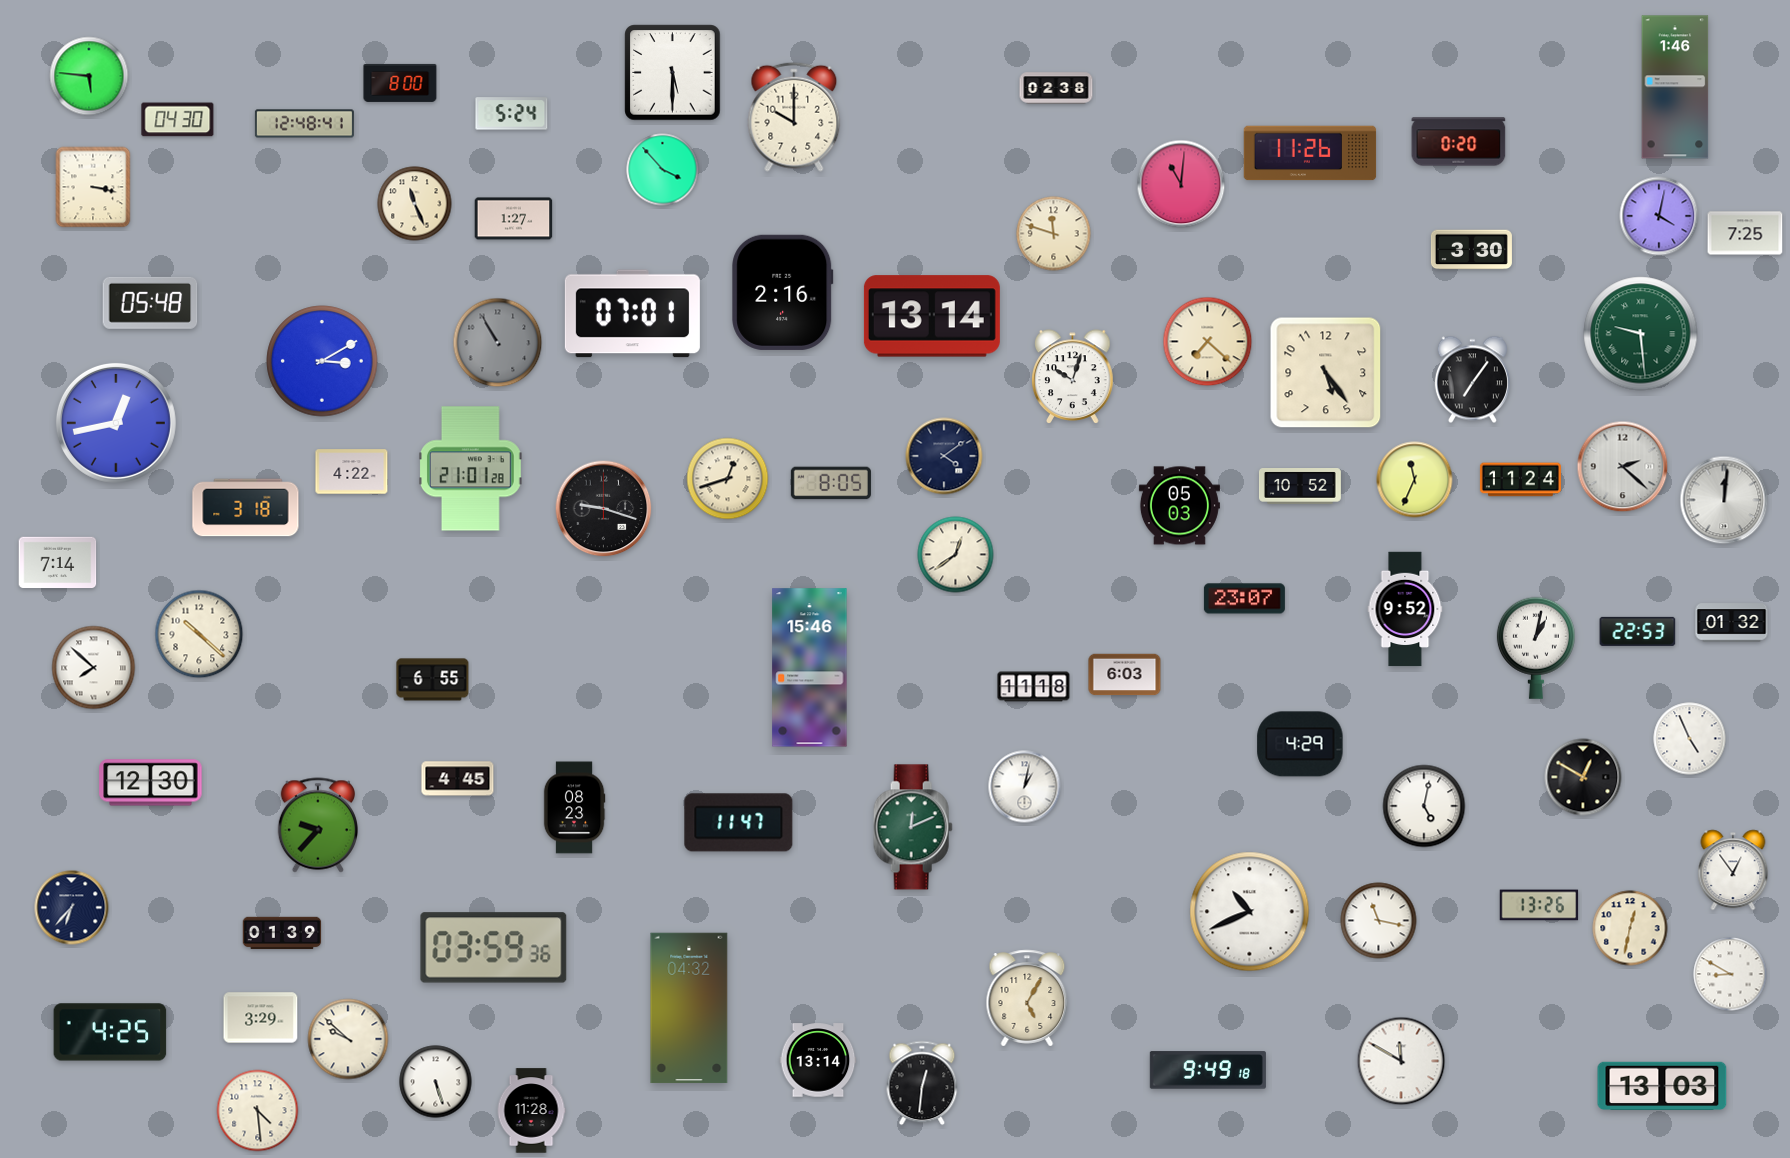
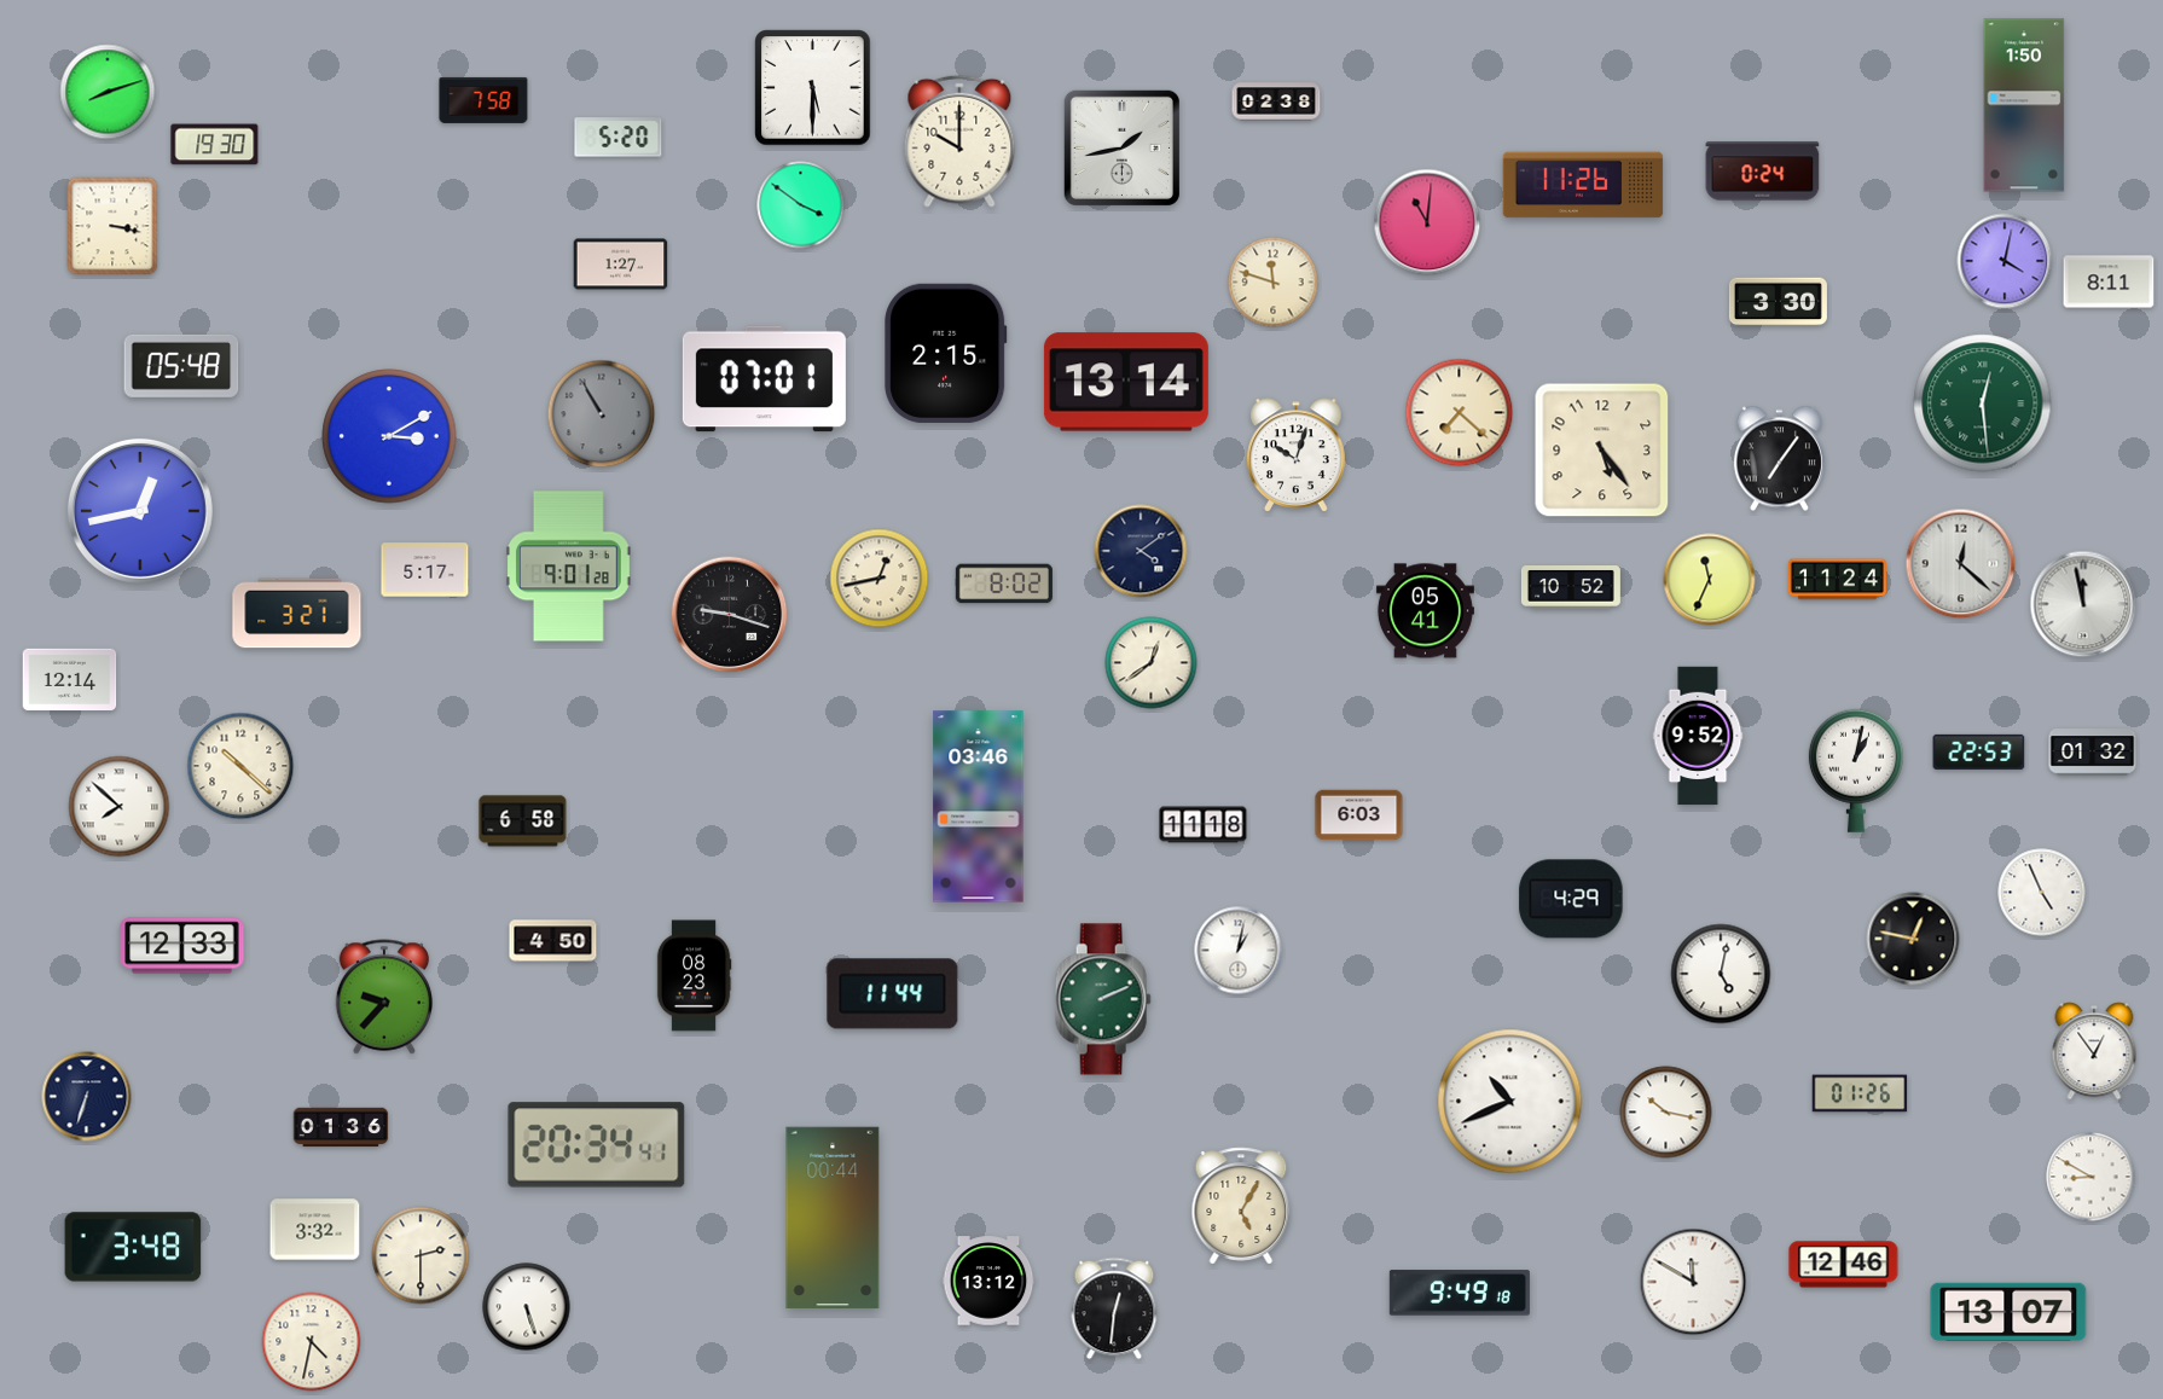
clock at (89, 76): 5:46 -> 8:12
clock at (400, 83): 8:00 -> 7:58
clock at (1675, 87): 1:46 -> 1:50
clock at (1056, 88) position: (1056, 88) -> (1276, 101)
clock at (512, 114): 5:24 -> 5:20
clock at (178, 120): 04:30 -> 19:30
clock at (1121, 147): none -> 1:43
clock at (304, 124): 12:48 -> none
clock at (1459, 142): 0:20 -> 0:24
clock at (663, 170): 3:53 -> 3:51
clock at (415, 204): 11:26 -> none
clock at (1745, 233): 7:25 -> 8:11
clock at (783, 292): 2:16 -> 2:15
clock at (1641, 334): 9:29 -> 12:29
clock at (1623, 467): 2:22 -> 12:22
clock at (470, 469): 21:01 -> 9:01
clock at (352, 472): 4:22 -> 5:17
clock at (728, 479): 12:42 -> 12:43
clock at (831, 483): 8:05 -> 8:02
clock at (1724, 500): 12:01 -> 11:58
clock at (1179, 506): 05:03 -> 05:41
clock at (246, 508): 3:18 -> 3:21
clock at (956, 555) position: (956, 555) -> (1152, 663)
clock at (58, 563): 7:14 -> 12:14
clock at (1244, 599): 23:07 -> none
clock at (1638, 631) position: (1638, 631) -> (1979, 751)
clock at (1536, 648) position: (1536, 648) -> (1856, 771)
clock at (94, 668) position: (94, 668) -> (120, 807)
clock at (810, 668): 15:46 -> 03:46
clock at (433, 680): 6:55 -> 6:58
clock at (1034, 687) position: (1034, 687) -> (1204, 825)
clock at (1583, 777): 12:50 -> 12:47
clock at (458, 779): 4:45 -> 4:50
clock at (151, 783): 12:30 -> 12:33
clock at (739, 823): 11:47 -> 11:44
clock at (913, 827): 12:11 -> 2:11
clock at (1539, 905): 13:26 -> 01:26
clock at (72, 908): 6:37 -> 6:33
clock at (1379, 921): 11:17 -> 10:17
clock at (1630, 928): 12:32 -> none
clock at (282, 933): 01:39 -> 01:36
clock at (494, 948): 03:59 -> 20:34
clock at (689, 1008): 04:32 -> 00:44
clock at (261, 1018): 3:29 -> 3:32
clock at (110, 1032): 4:25 -> 3:48
clock at (348, 1039): 9:52 -> 2:30
clock at (1844, 1265): none -> 12:46
clock at (818, 1060): 13:14 -> 13:12
clock at (1662, 1086): 13:03 -> 13:07
clock at (258, 1111): 4:29 -> 4:32
clock at (531, 1111): 11:28 -> none
